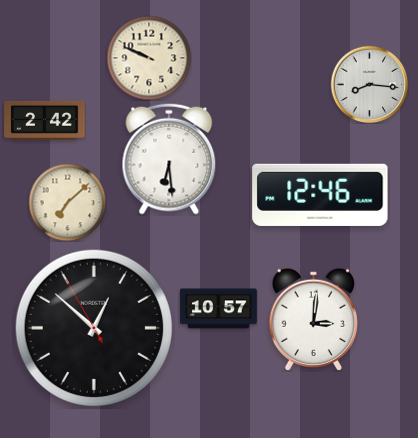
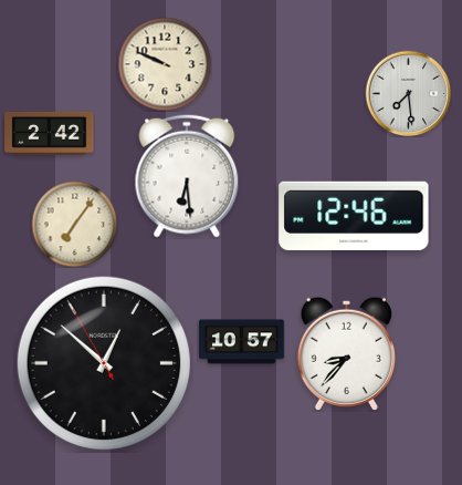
clock at (369, 84): 8:16 -> 7:29
clock at (67, 202): 7:08 -> 7:06
clock at (313, 319): 3:01 -> 8:37
